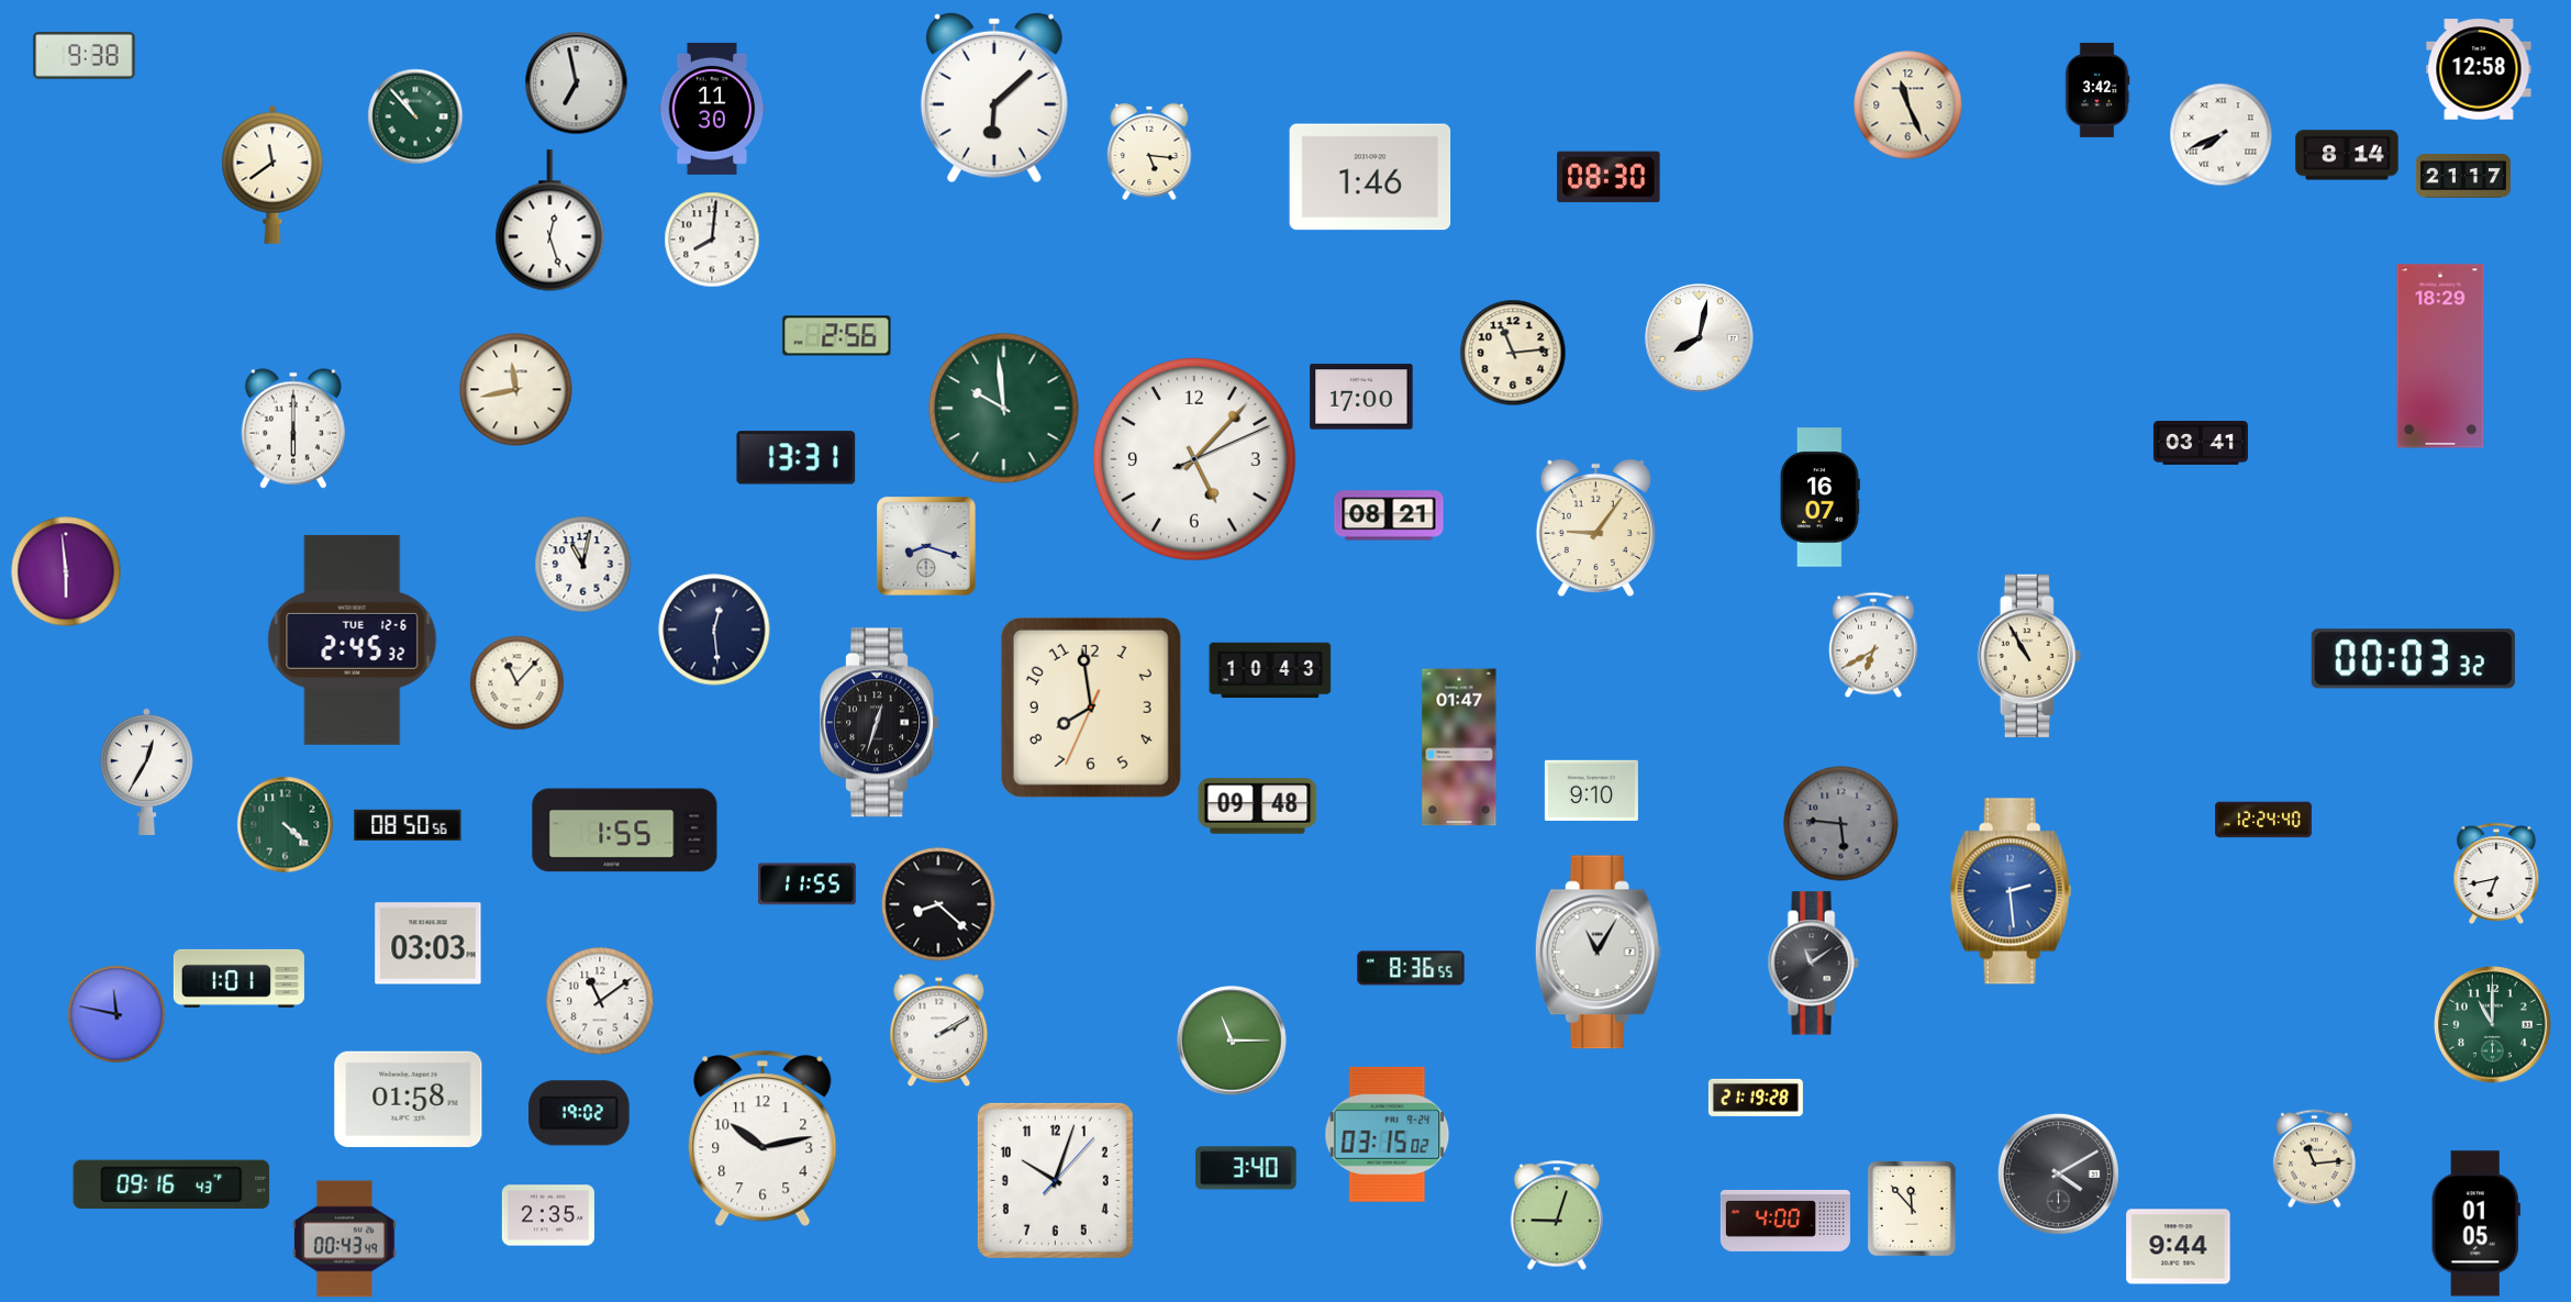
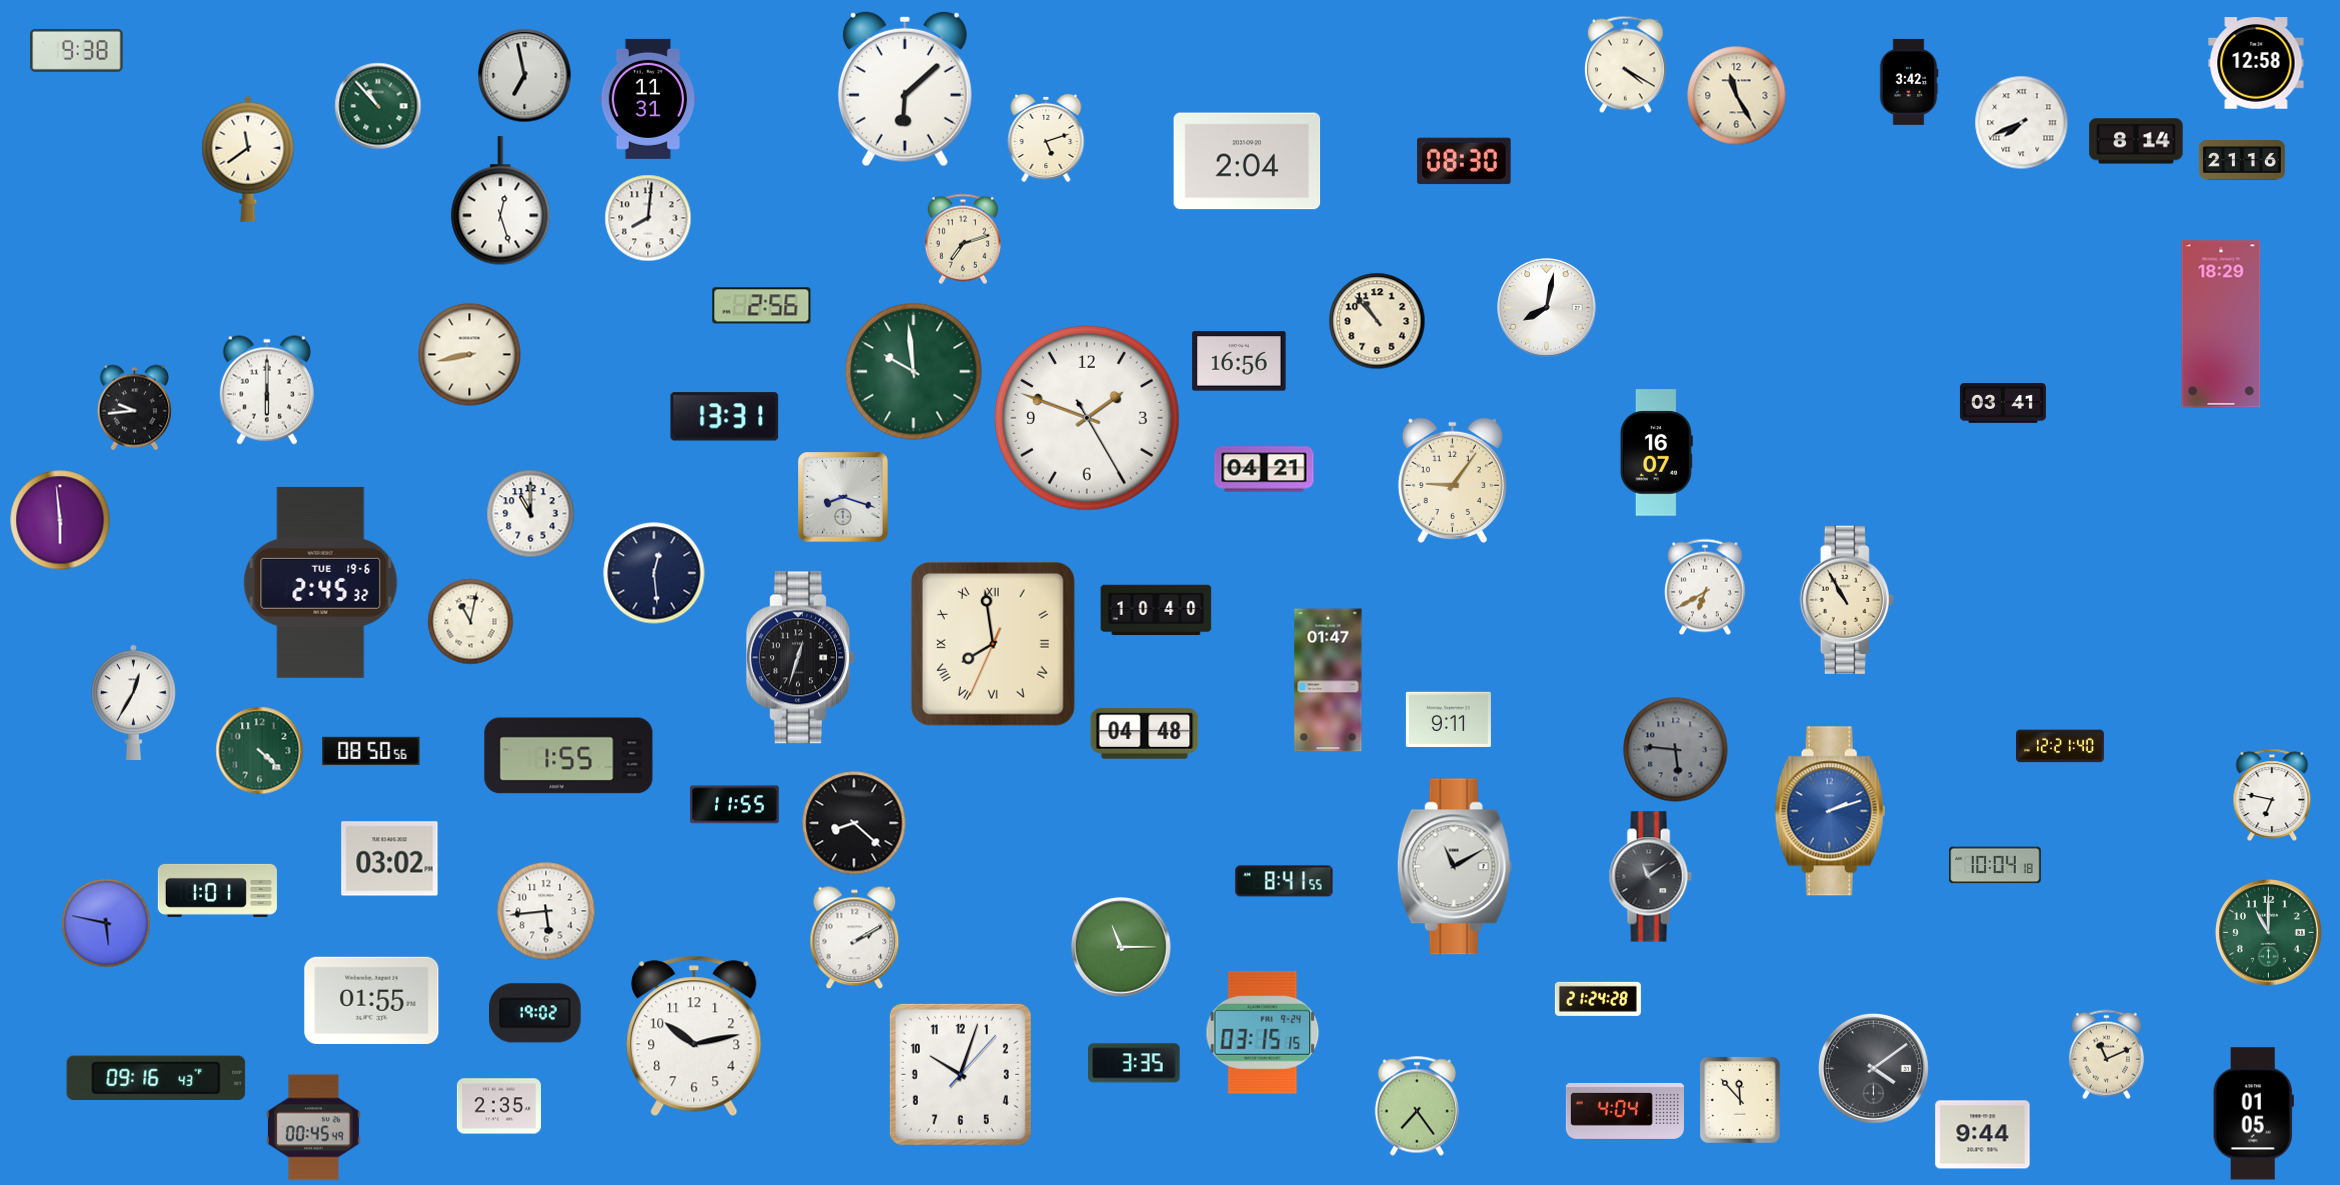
clock at (1625, 65): none -> 4:20
clock at (1908, 105): 11:26 -> 11:25
clock at (712, 109): 11:30 -> 11:31
clock at (1149, 152): 5:16 -> 5:12
clock at (1370, 177): 1:46 -> 2:04
clock at (2463, 177): 21:17 -> 21:16
clock at (962, 239): none -> 7:12
clock at (1513, 353): 11:14 -> 10:53
clock at (516, 390): 11:43 -> 8:43
clock at (1361, 397): 17:00 -> 16:56
clock at (134, 408): none -> 9:44
clock at (1194, 459): 5:07 -> 1:48
clock at (1389, 515): 08:21 -> 04:21
clock at (583, 565): 11:02 -> 11:00
clock at (714, 630) position: (714, 630) -> (654, 573)
clock at (353, 639) date: TUE 12-6 -> TUE 19-6
clock at (2029, 655) position: (2029, 655) -> (1847, 599)
clock at (2413, 659): 00:03 -> none
clock at (1270, 670): 10:43 -> 10:40
clock at (517, 683): 11:07 -> 11:02
clock at (1091, 708) numerals: Arabic -> Roman
clock at (1591, 790): 9:10 -> 9:11
clock at (1258, 806): 09:48 -> 04:48
clock at (2264, 820): 12:24 -> 12:21
clock at (2496, 873): 6:43 -> 6:47
clock at (2011, 891): 2:29 -> 2:12
clock at (429, 944): 03:03 -> 03:02
clock at (1995, 865): none -> 10:04
clock at (1598, 953): 11:05 -> 11:10
clock at (1411, 968): 8:36 -> 8:41
clock at (600, 1001): 11:09 -> 5:44
clock at (116, 1014): 11:47 -> 5:47
clock at (1756, 1098): 21:19 -> 21:24
clock at (409, 1099): 01:58 -> 01:55
clock at (579, 1113) position: (579, 1113) -> (535, 1013)
clock at (1388, 1134): 03:15:02 -> 03:15:15
clock at (2314, 1159): 11:14 -> 11:11
clock at (1246, 1168): 3:40 -> 3:35
clock at (2058, 1173): 4:10 -> 4:09
clock at (1556, 1215): 9:03 -> 7:24
clock at (1785, 1221): 4:00 -> 4:04
clock at (344, 1239): 00:43 -> 00:45
